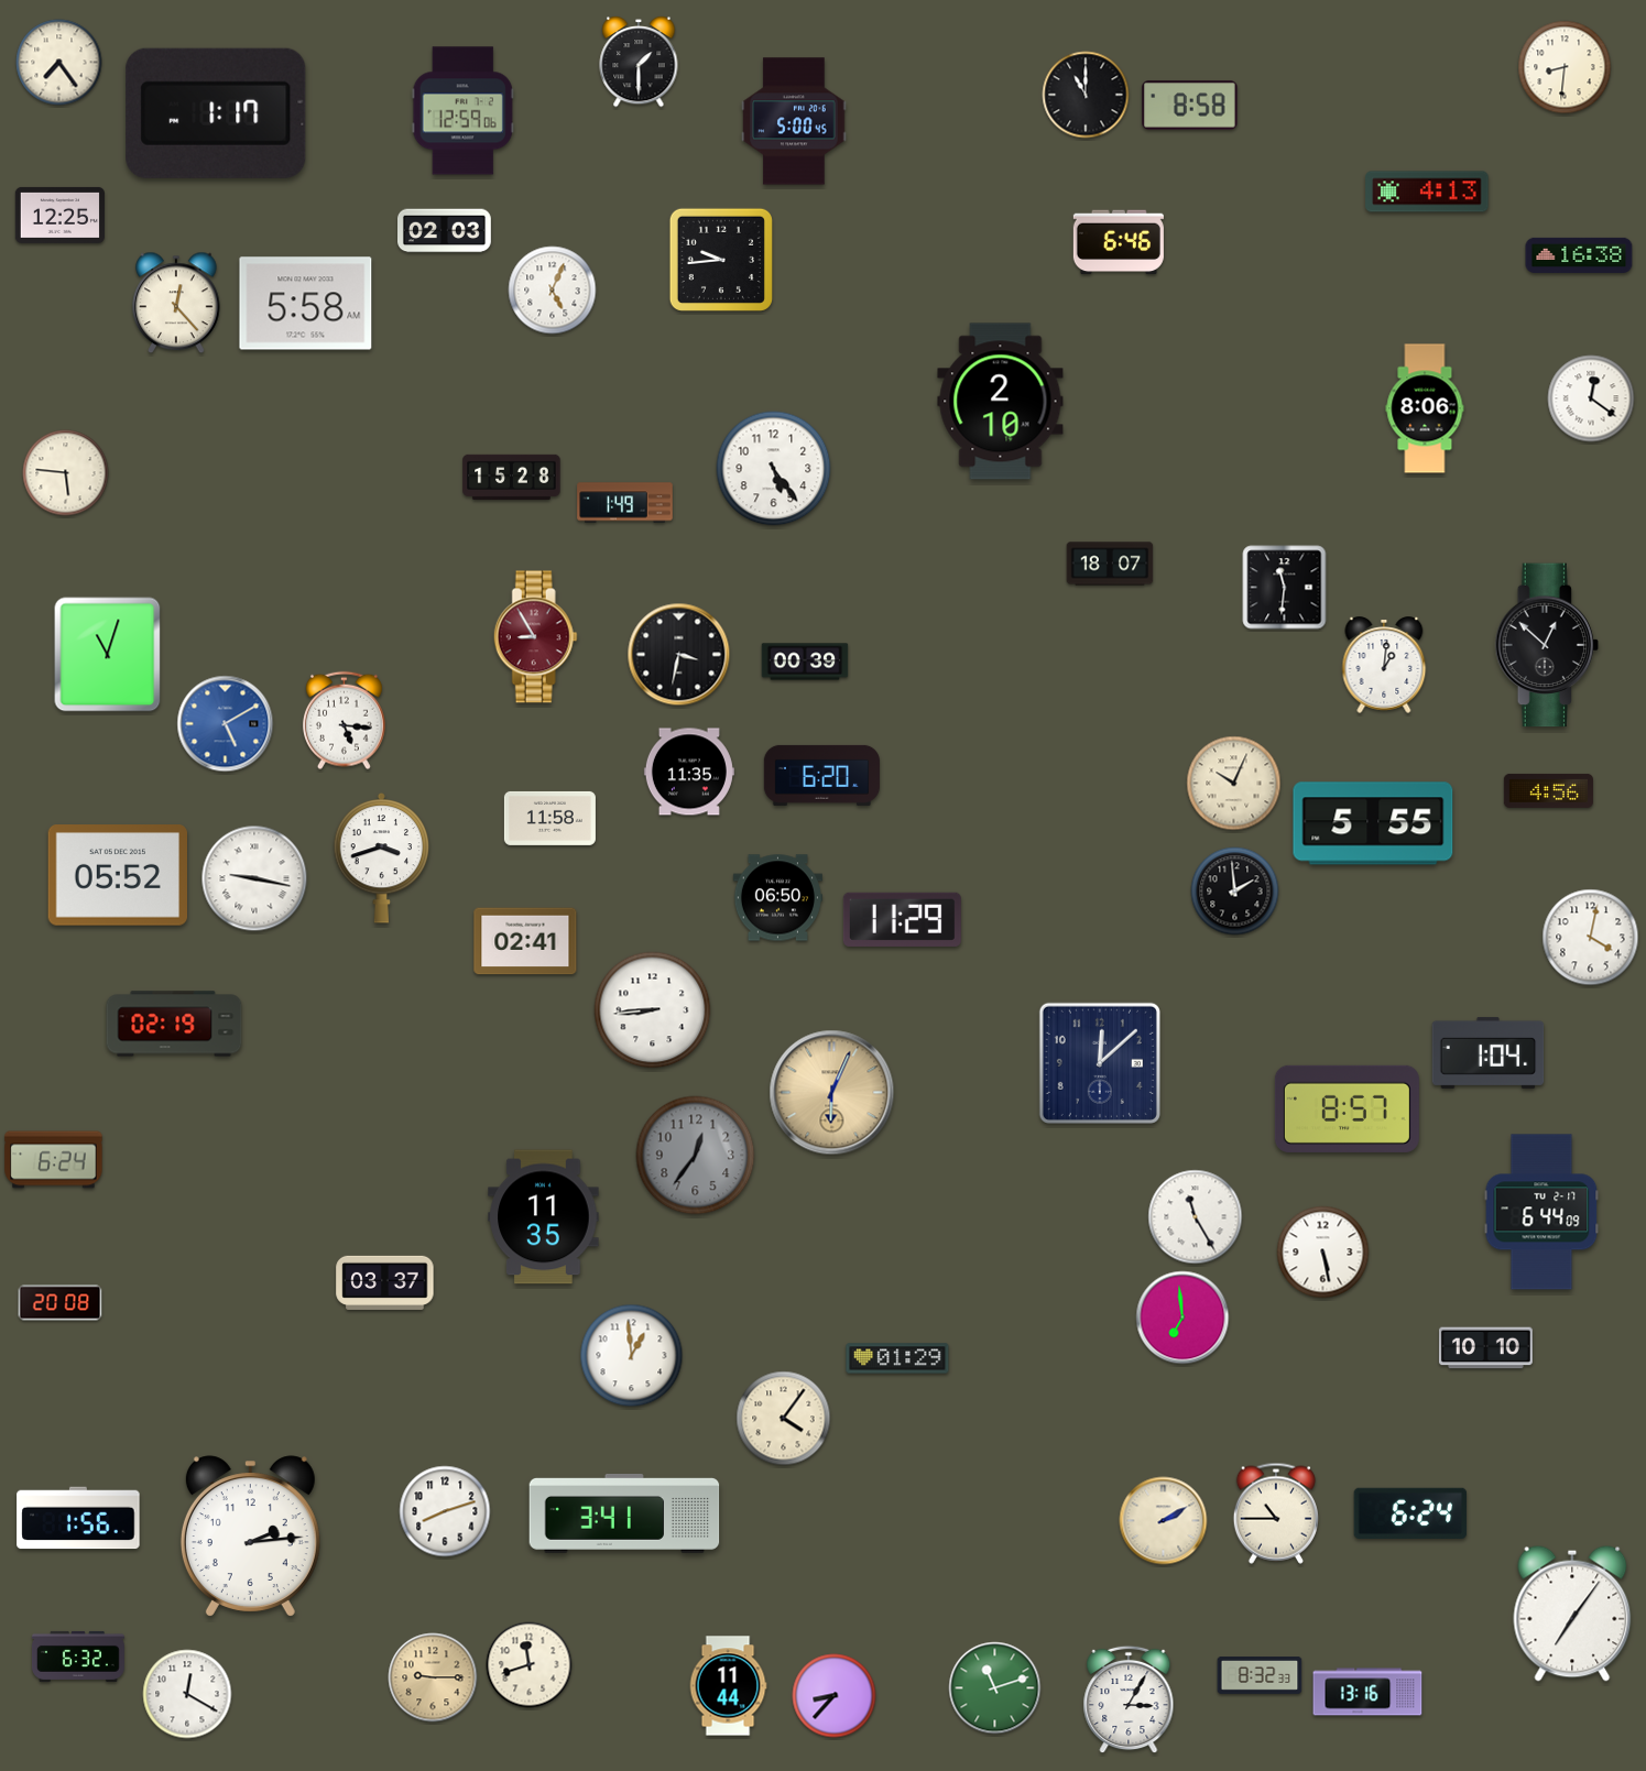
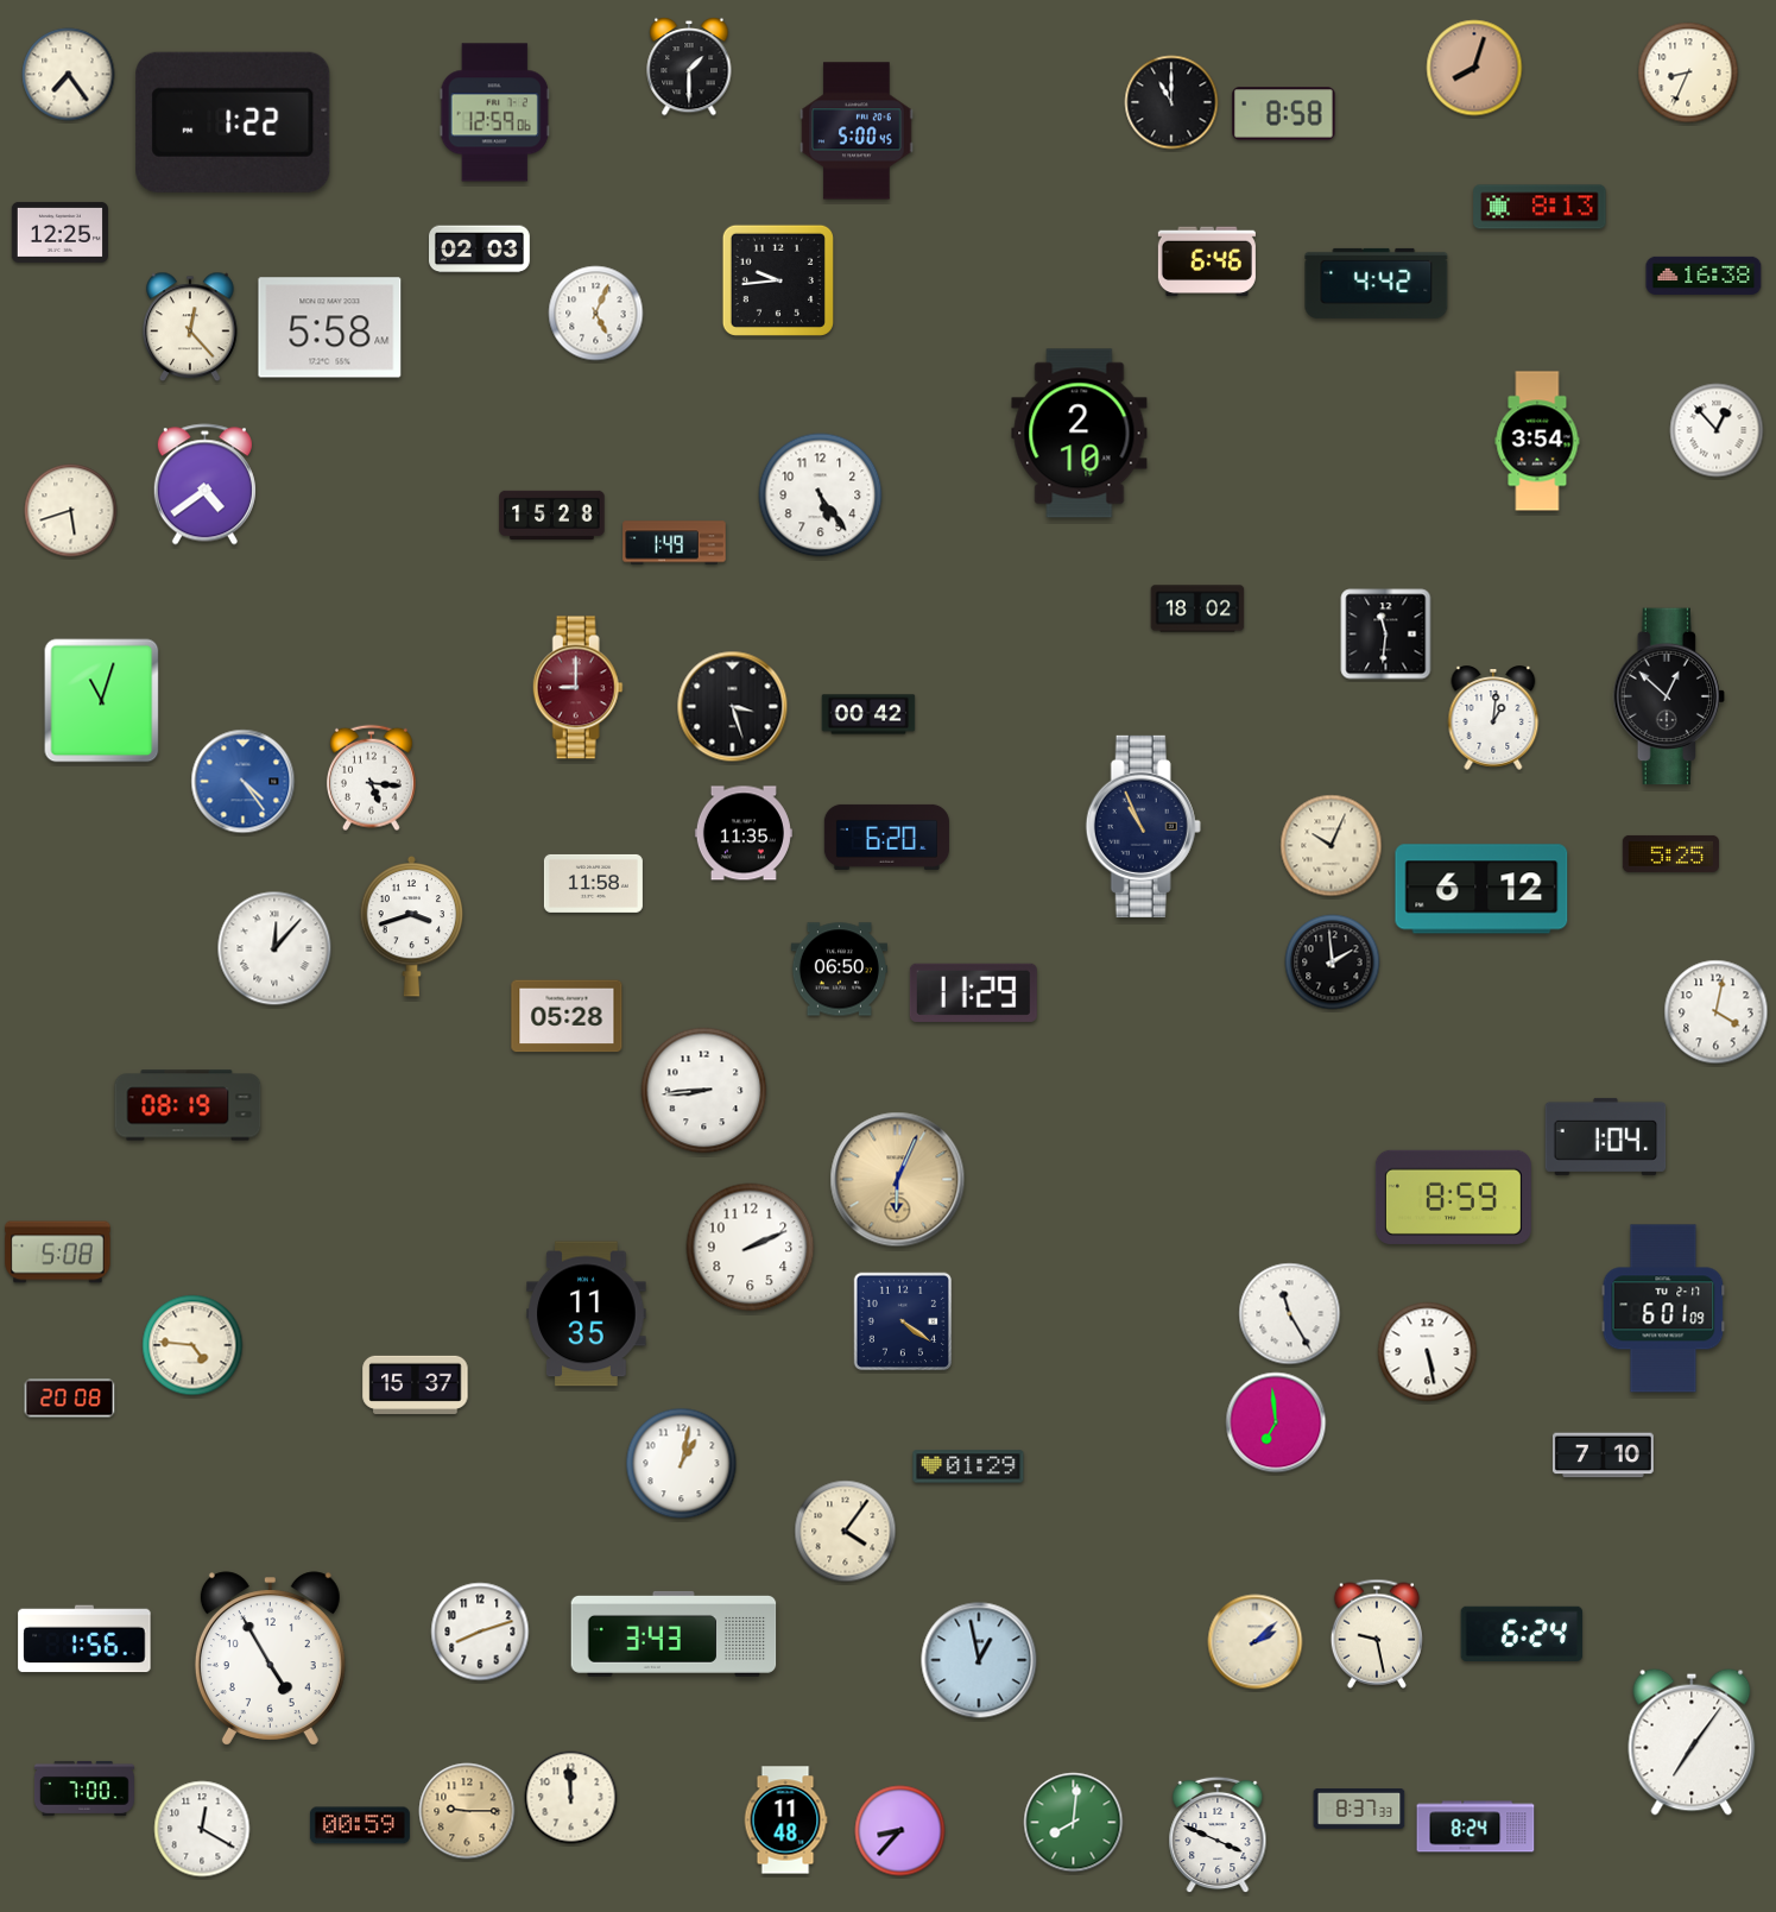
clock at (59, 63) position: (59, 63) -> (69, 75)
clock at (1474, 68): none -> 8:03
clock at (1565, 67): 8:31 -> 8:34
clock at (462, 111) position: (462, 111) -> (494, 113)
clock at (216, 113): 1:17 -> 1:22
clock at (1427, 192): 4:13 -> 8:13
clock at (59, 215) position: (59, 215) -> (59, 232)
clock at (1377, 283): none -> 4:42
clock at (1591, 398): 12:21 -> 12:53
clock at (1425, 408): 8:06 -> 3:54
clock at (204, 485): none -> 4:39
clock at (774, 469) position: (774, 469) -> (821, 496)
clock at (66, 473): 5:46 -> 5:42
clock at (1110, 564): 18:07 -> 18:02
clock at (535, 637): 8:55 -> 9:00
clock at (108, 655) position: (108, 655) -> (102, 701)
clock at (679, 655): 3:32 -> 3:27
clock at (805, 662): 00:39 -> 00:42
clock at (226, 724): 5:10 -> 4:24
clock at (1143, 826): none -> 10:56
clock at (1548, 790): 4:56 -> 5:25
clock at (1373, 823): 5:55 -> 6:12
clock at (117, 875): 05:52 -> none
clock at (254, 878): 9:17 -> 12:07
clock at (525, 941): 02:41 -> 05:28
clock at (174, 1024): 02:19 -> 08:19
clock at (1100, 1063): 12:08 -> none
clock at (1347, 1108): 8:57 -> 8:59
clock at (696, 1156): 12:36 -> 2:11
clock at (696, 1156) dial: grey -> white
clock at (54, 1160): 6:24 -> 5:08
clock at (1541, 1212): 6:44 -> 6:01
clock at (903, 1321): none -> 4:21
clock at (192, 1345): none -> 4:46
clock at (385, 1282): 03:37 -> 15:37
clock at (61, 1303) position: (61, 1303) -> (70, 1399)
clock at (1485, 1348): 10:10 -> 7:10
clock at (632, 1356): 12:59 -> 1:02
clock at (624, 1513): 3:41 -> 3:43
clock at (1276, 1513): 10:45 -> 9:28
clock at (1164, 1521): 2:10 -> 2:08
clock at (250, 1537): 2:14 -> 4:55
clock at (979, 1660): none -> 12:58
clock at (1572, 1614) position: (1572, 1614) -> (1692, 1742)
clock at (78, 1657): 6:32 -> 7:00
clock at (530, 1665): 11:42 -> 11:59
clock at (1260, 1676): 8:32 -> 8:37
clock at (728, 1686): 11:44 -> 11:48
clock at (995, 1688): 11:12 -> 8:01
clock at (360, 1825): none -> 00:59
clock at (1367, 1692): 13:16 -> 8:24
clock at (1129, 1699): 3:05 -> 3:49
